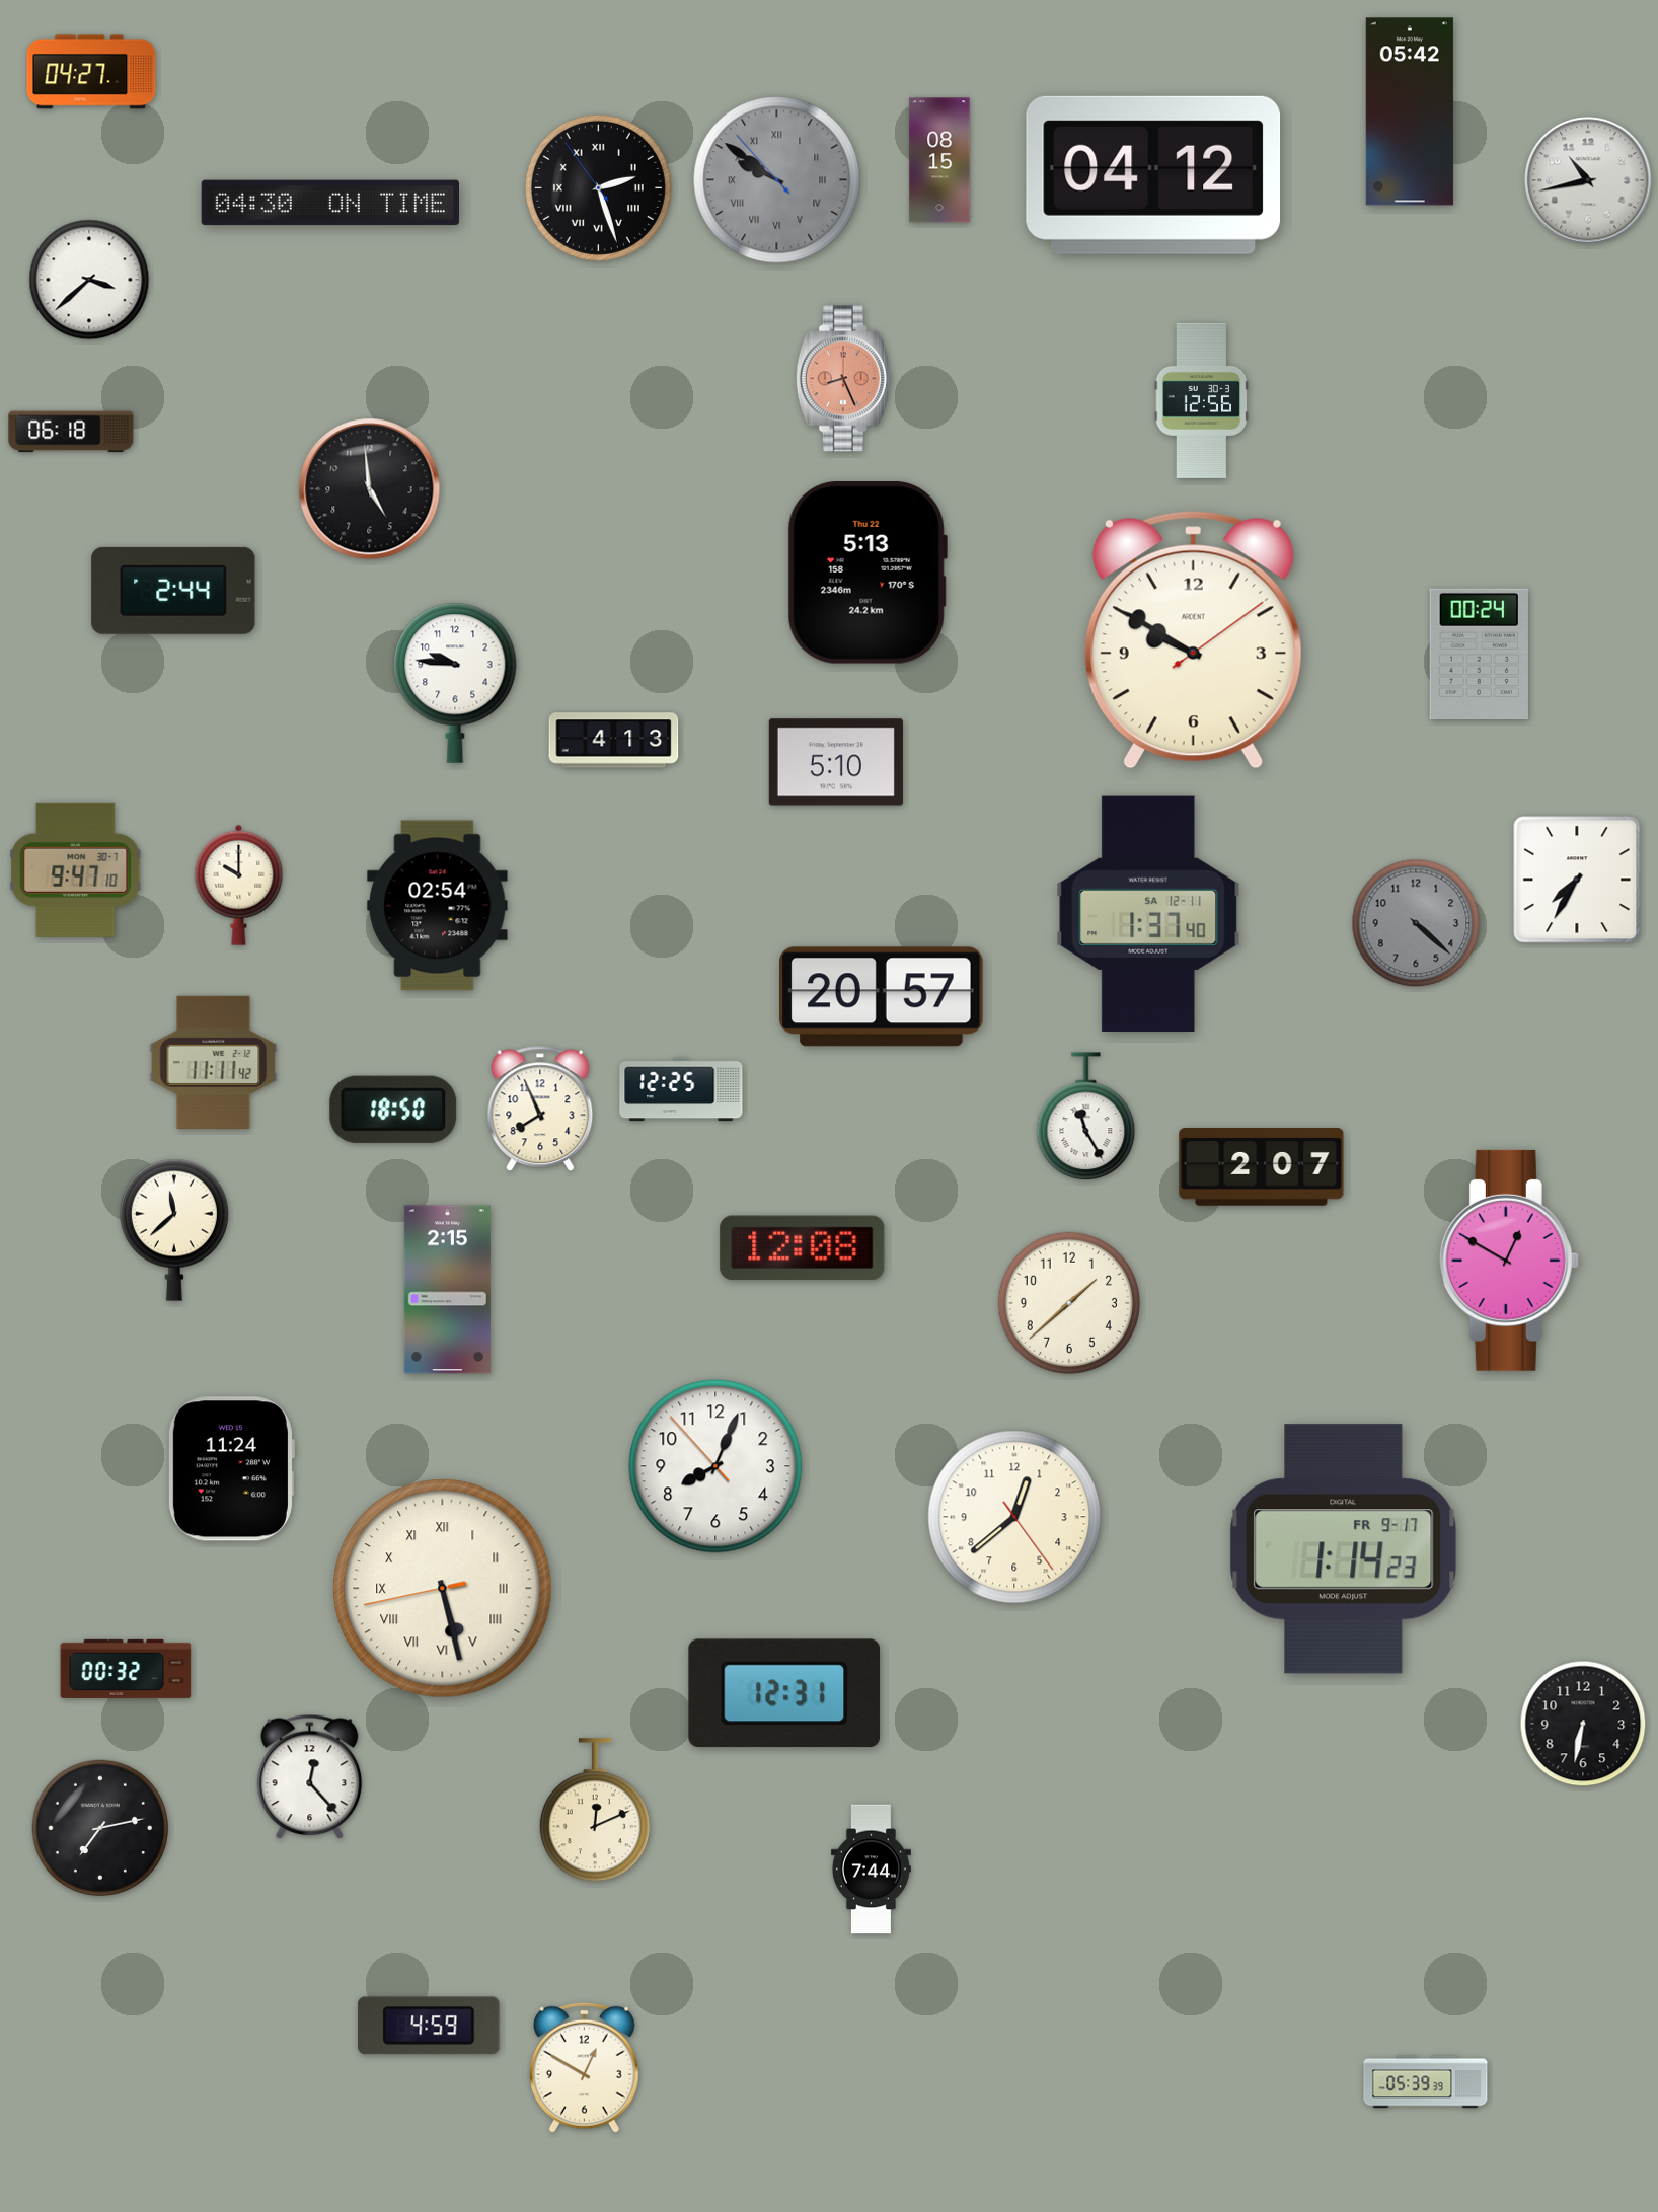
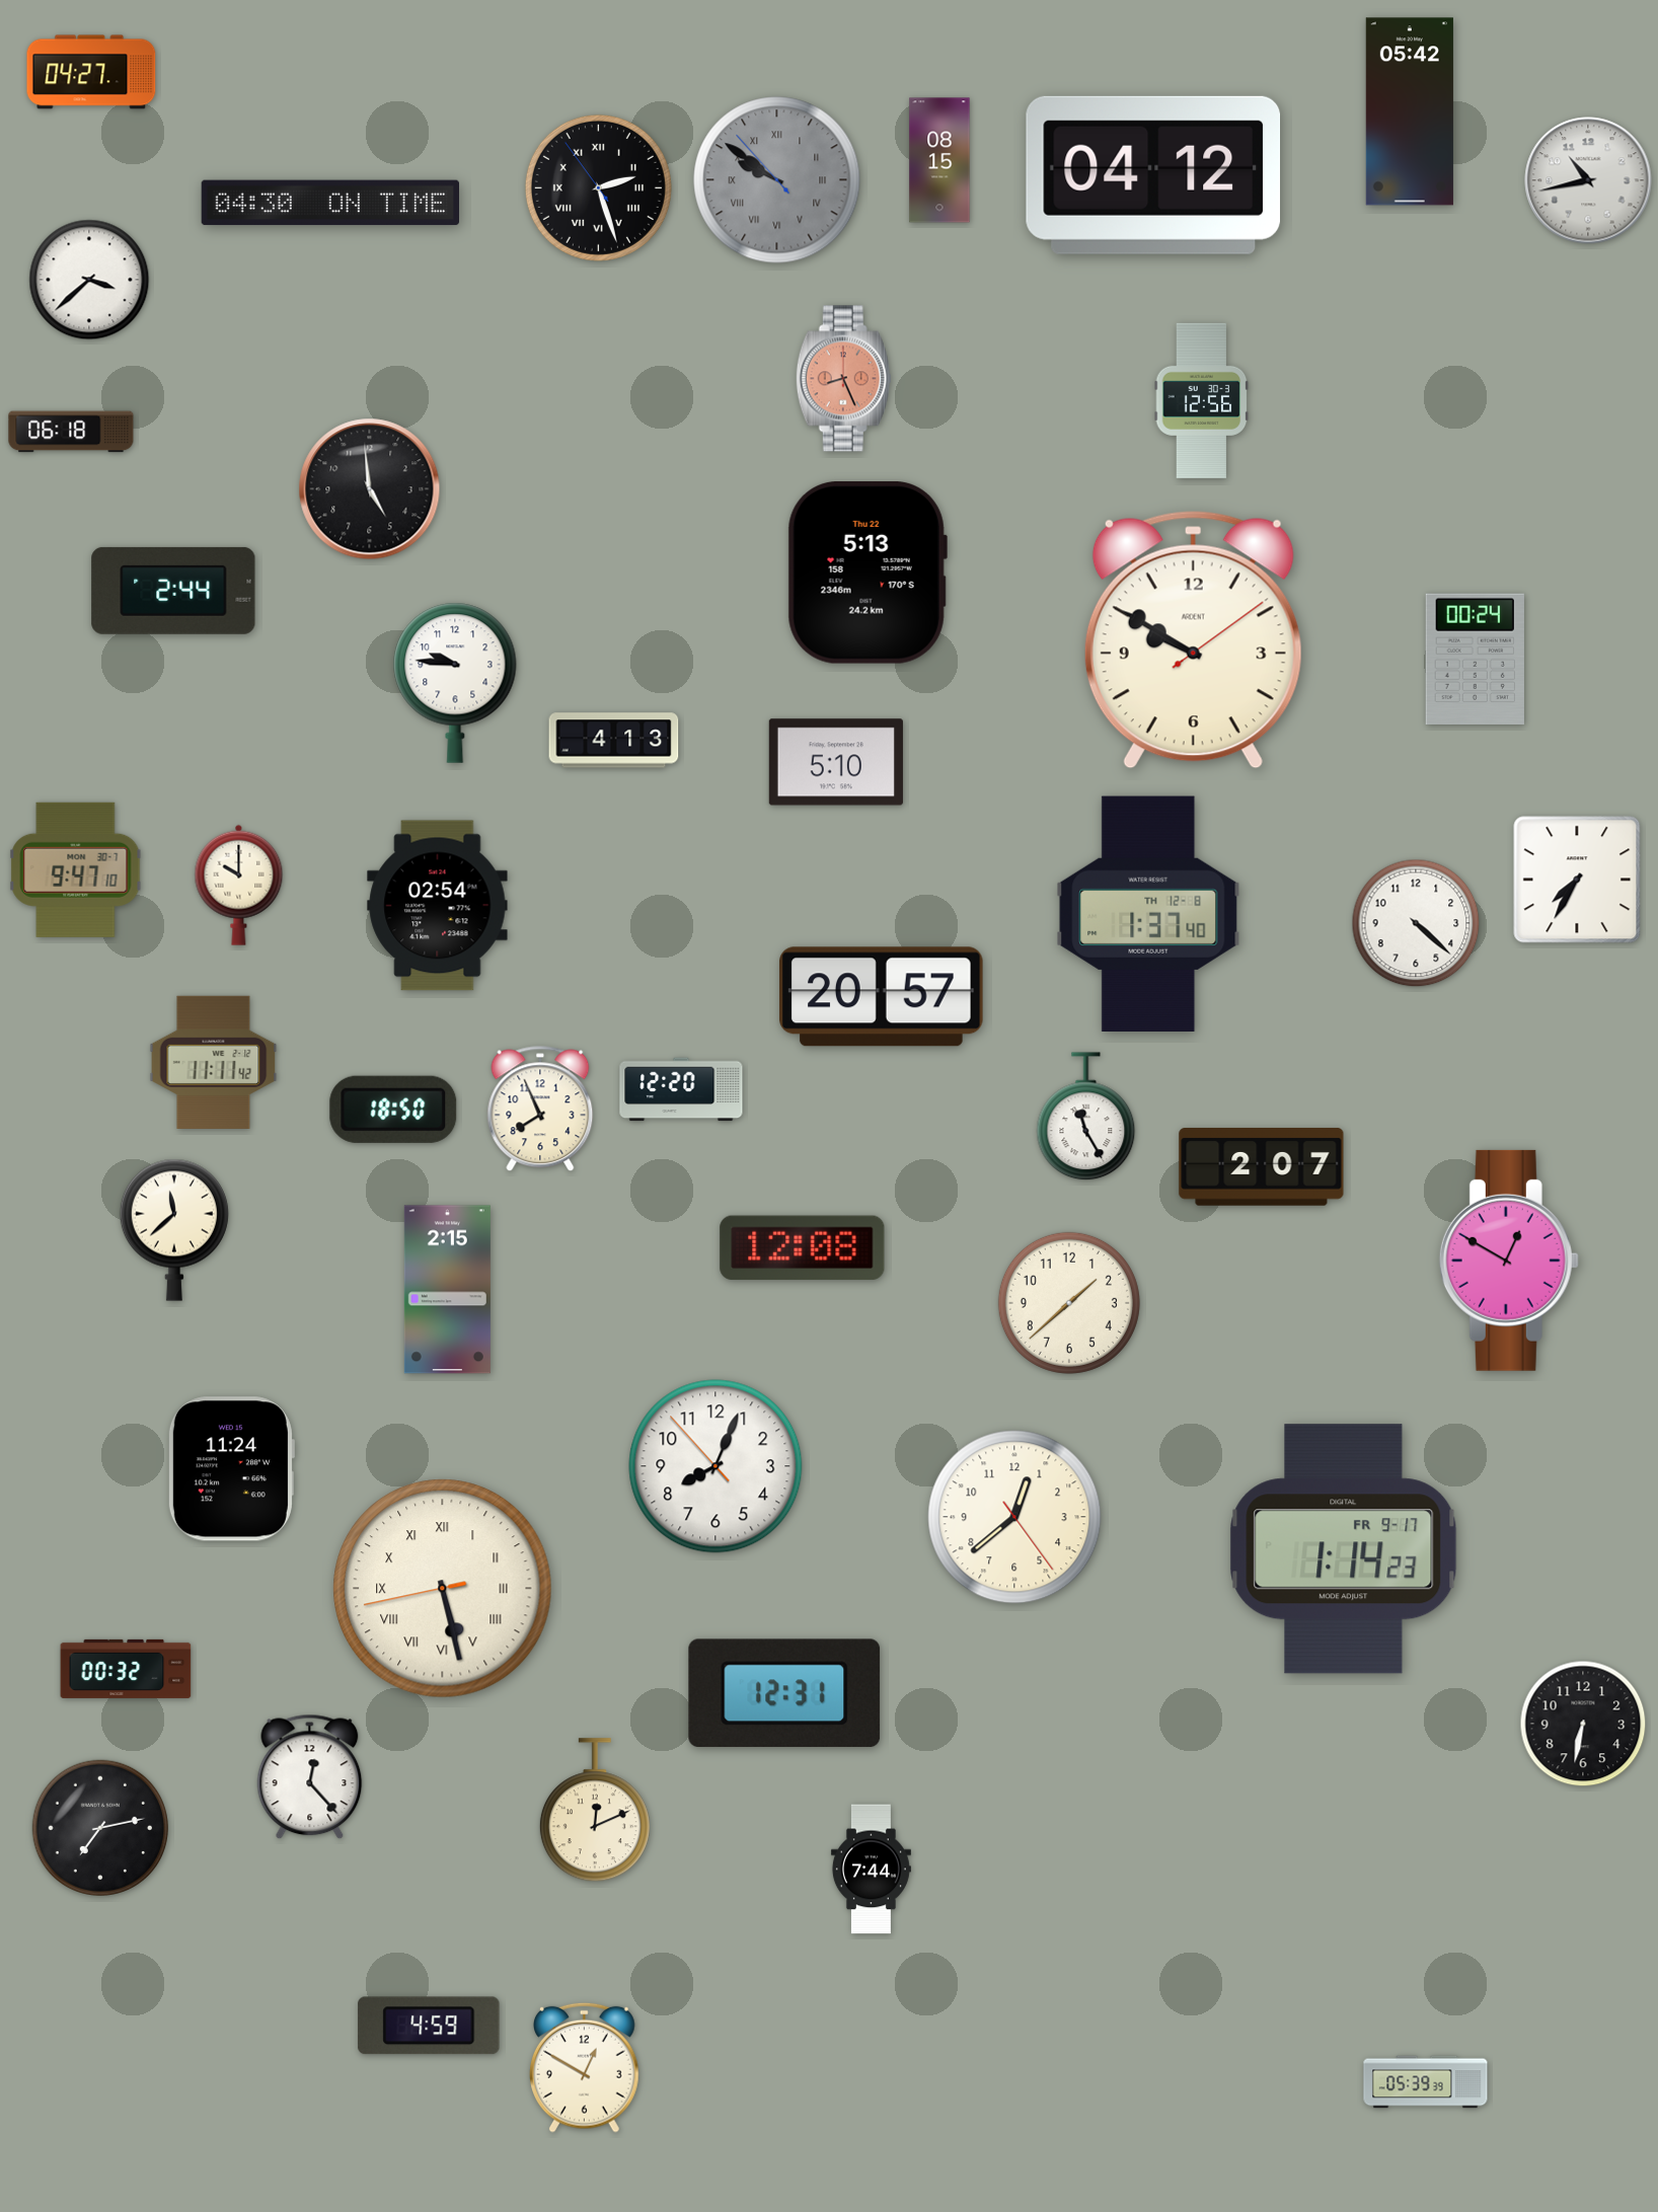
clock at (1479, 654) position: (1479, 654) -> (1475, 659)
clock at (1148, 913) date: SA 12-11 -> TH 12-8
clock at (1416, 923) dial: grey -> white
clock at (681, 1089): 12:25 -> 12:20
